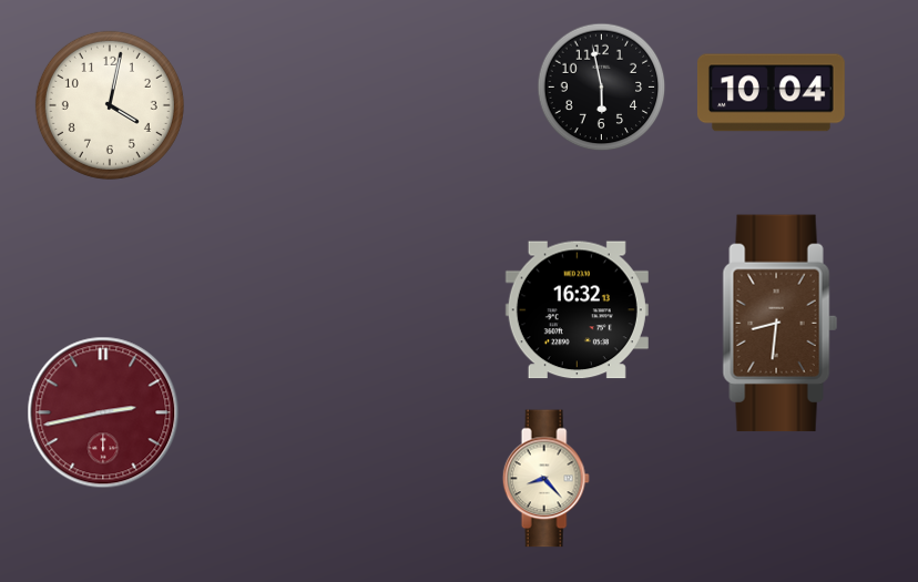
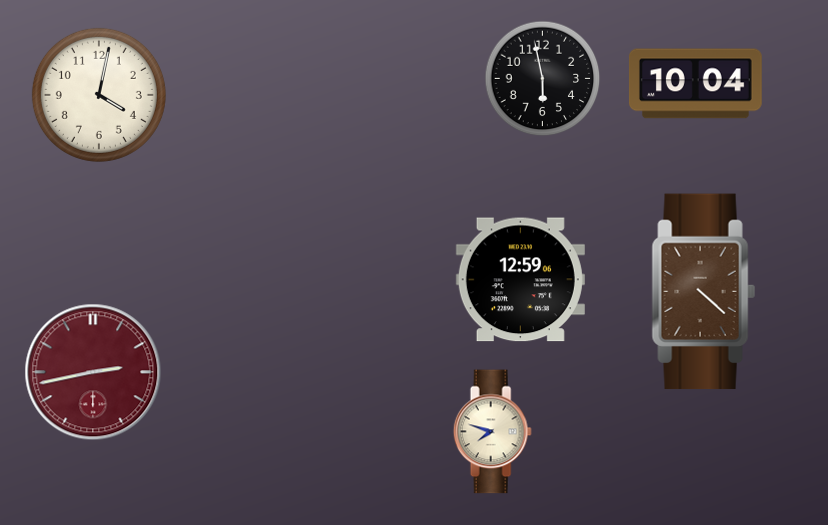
clock at (577, 310): 16:32 -> 12:59
clock at (779, 324): 8:31 -> 4:22
clock at (545, 479): 8:23 -> 7:48
